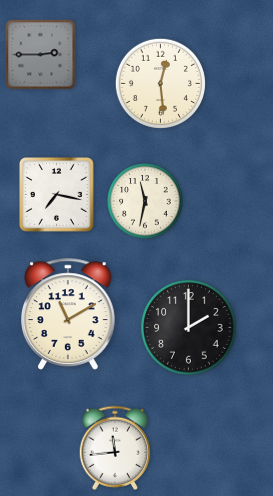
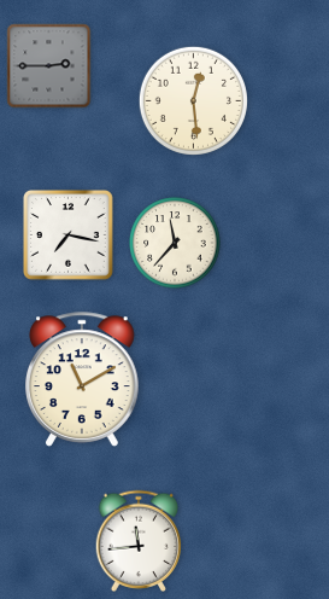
clock at (145, 201): 11:32 -> 11:37
clock at (189, 328): 2:00 -> none
